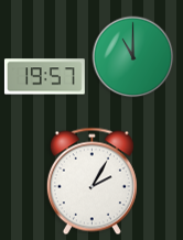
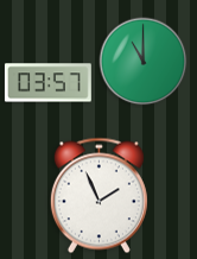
clock at (44, 77): 19:57 -> 03:57
clock at (91, 182): 2:05 -> 1:56
